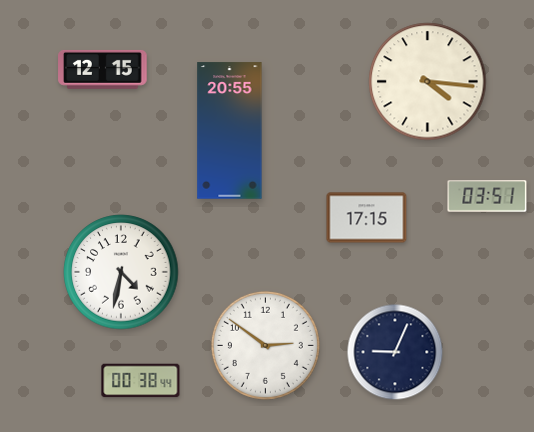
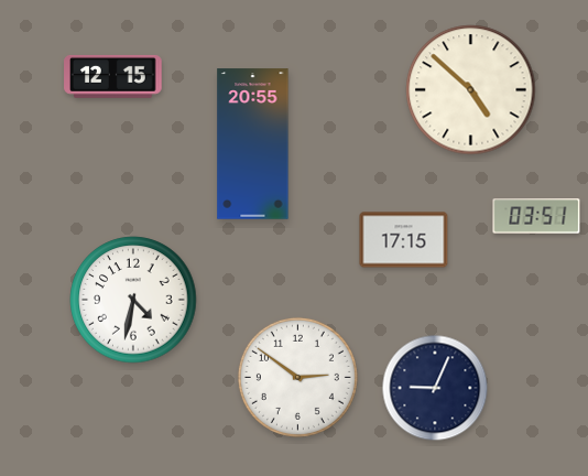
clock at (428, 82): 4:16 -> 4:52
clock at (265, 345) position: (265, 345) -> (297, 377)
clock at (141, 381): 00:38 -> none
